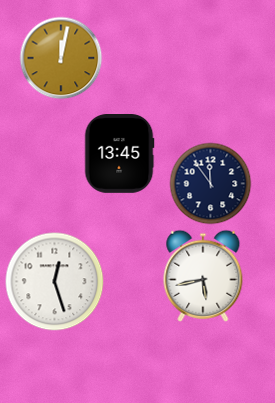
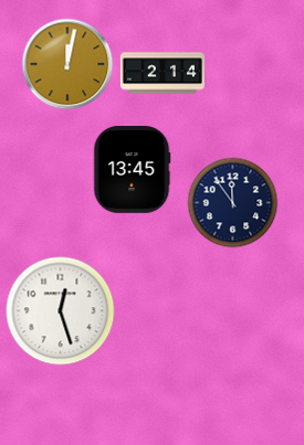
clock at (163, 73): none -> 2:14
clock at (203, 276): 5:43 -> none
